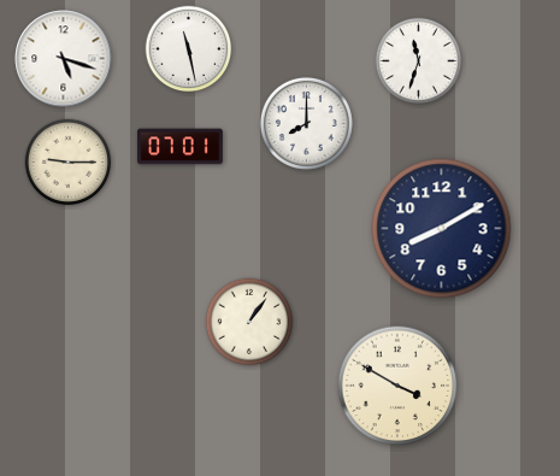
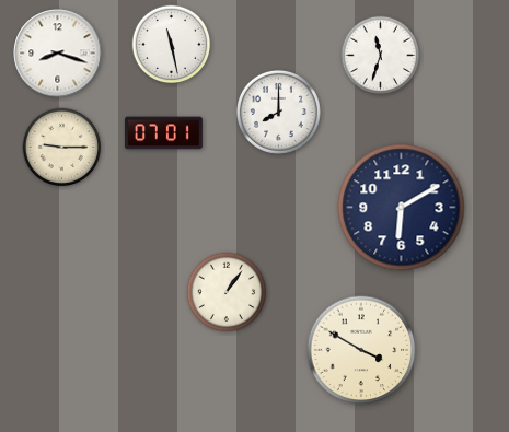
clock at (64, 59): 5:18 -> 8:18
clock at (442, 229): 8:10 -> 6:10
